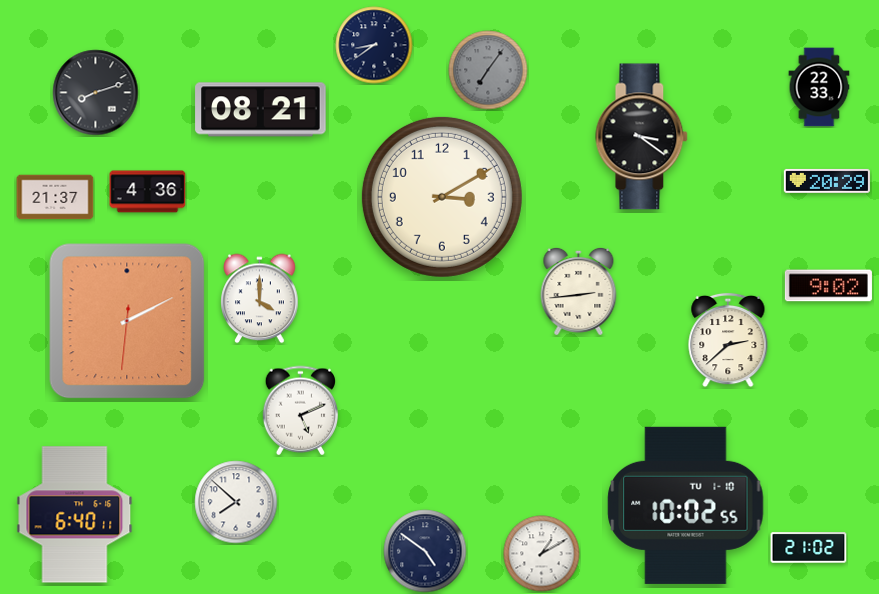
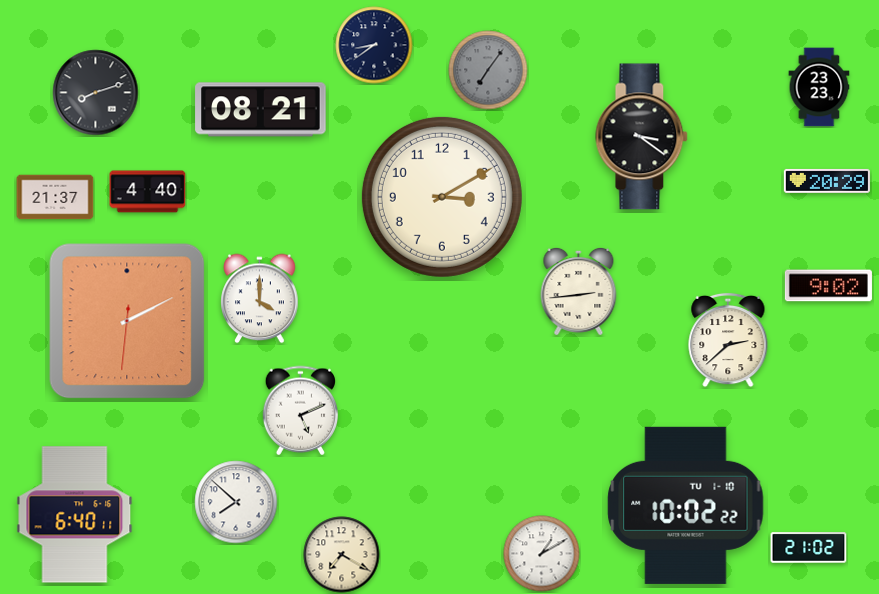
clock at (819, 87): 22:33 -> 23:23
clock at (148, 192): 4:36 -> 4:40
clock at (686, 505): 10:02:55 -> 10:02:22
clock at (425, 551): 4:51 -> none
clock at (342, 555): none -> 7:20
